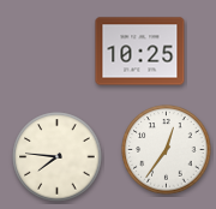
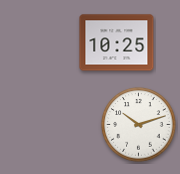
clock at (167, 150): 12:36 -> 10:12
clock at (58, 157): 7:46 -> none
